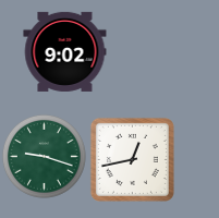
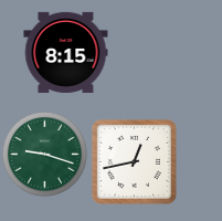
clock at (65, 51): 9:02 -> 8:15
clock at (44, 156) position: (44, 156) -> (44, 154)
